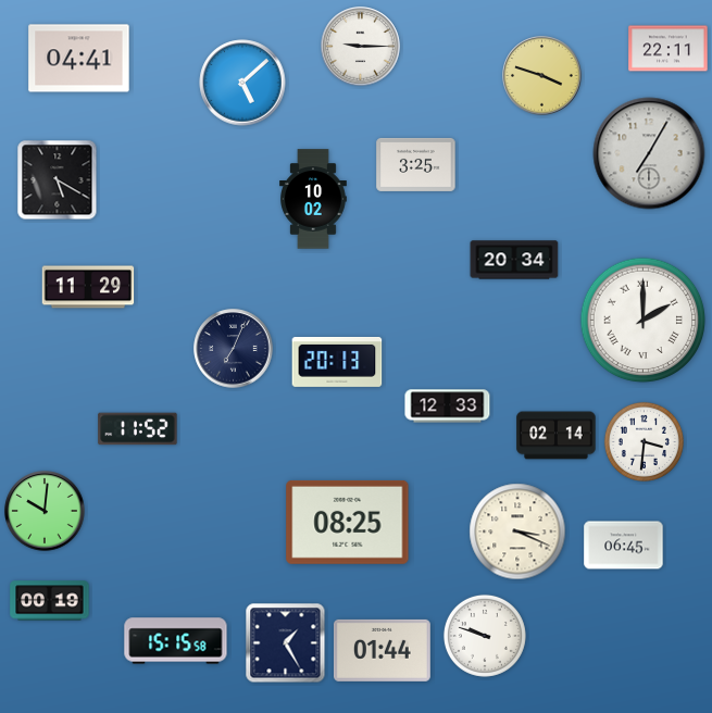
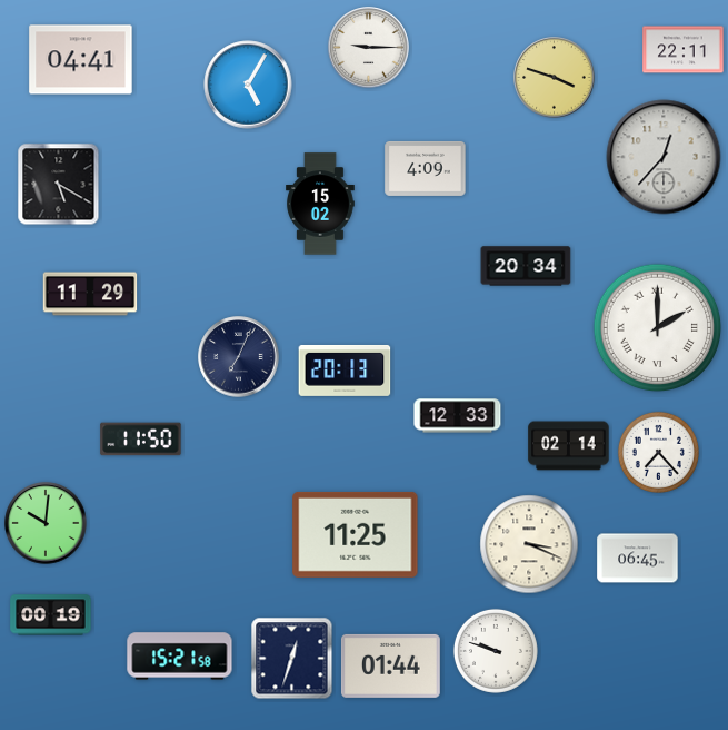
clock at (242, 83): 5:08 -> 5:05
clock at (649, 153): 7:05 -> 12:37
clock at (416, 164): 3:25 -> 4:09
clock at (314, 199): 10:02 -> 15:02
clock at (138, 429): 11:52 -> 11:50
clock at (644, 441): 3:31 -> 7:23
clock at (348, 522): 08:25 -> 11:25
clock at (176, 641): 15:15 -> 15:21
clock at (286, 643): 1:25 -> 12:33
